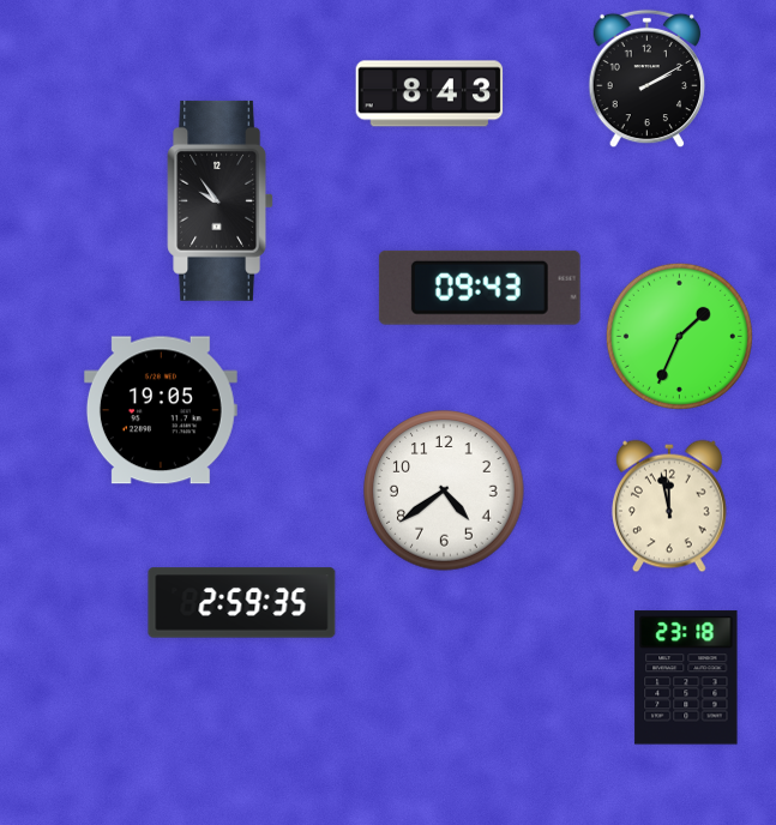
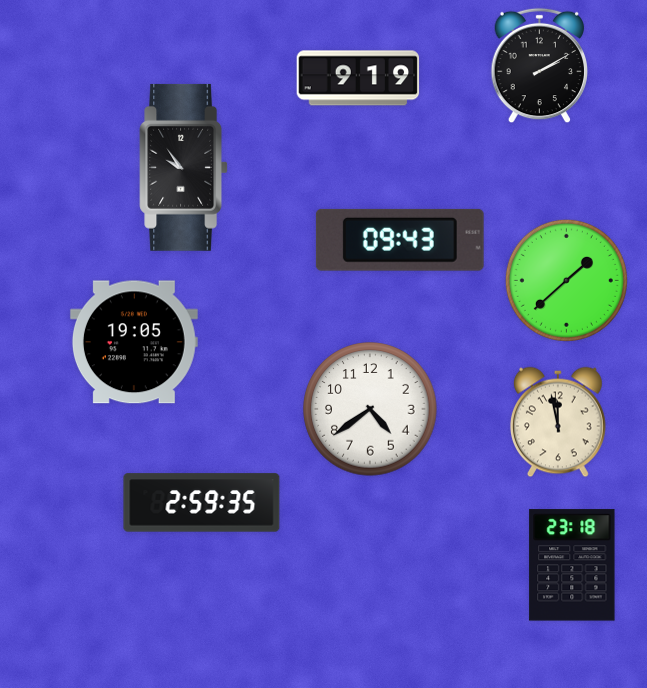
clock at (429, 94): 8:43 -> 9:19
clock at (679, 336): 1:34 -> 1:38
